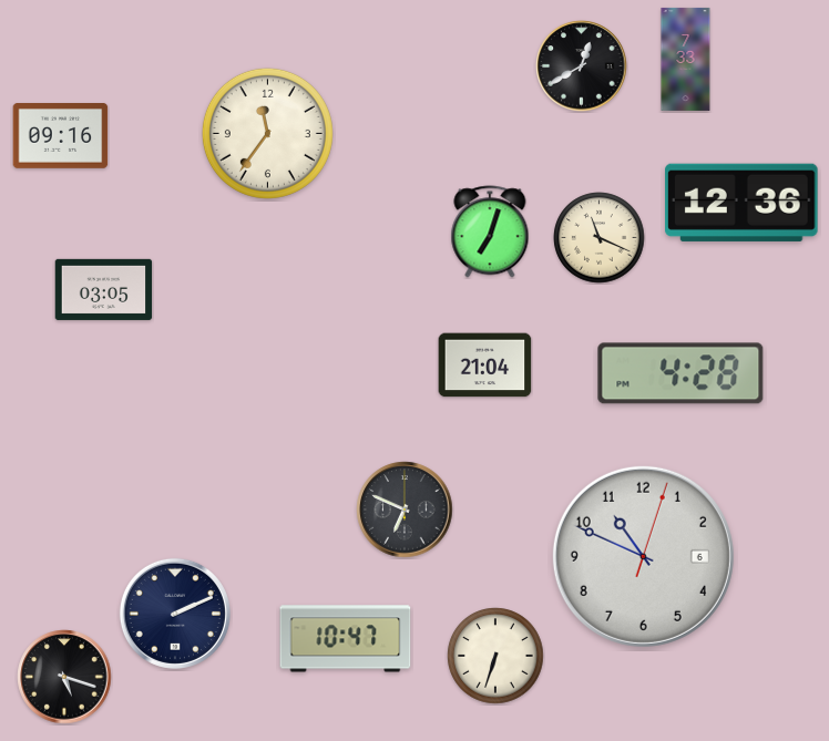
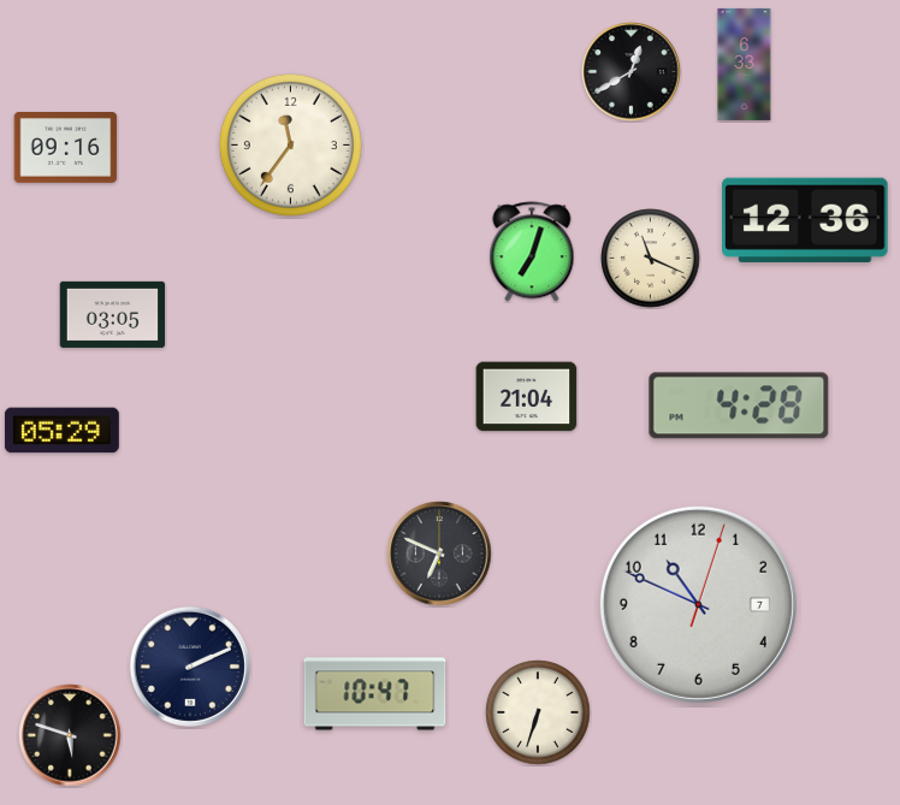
clock at (686, 59): 7:33 -> 6:33
clock at (61, 431): none -> 05:29
clock at (643, 556) date: 6 -> 7
clock at (64, 677): 5:18 -> 5:48
